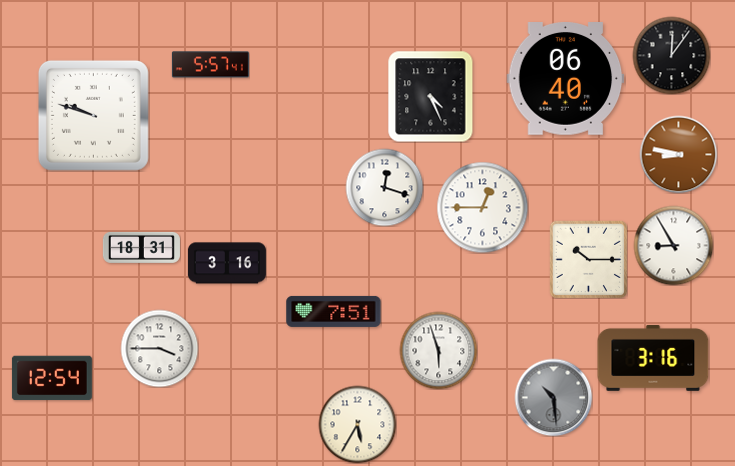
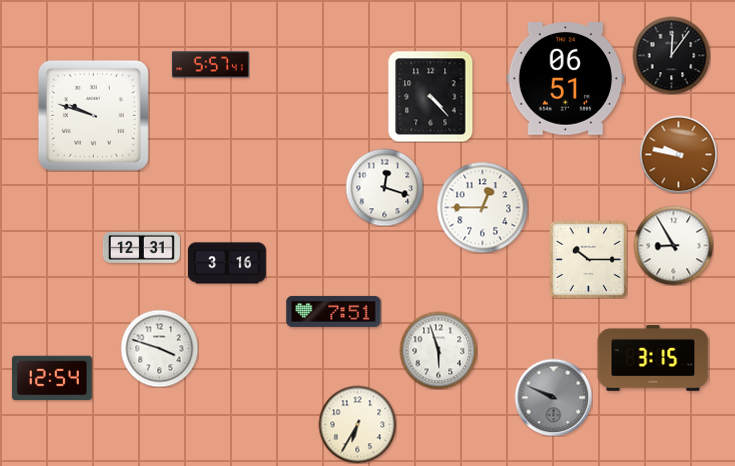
clock at (566, 79): 06:40 -> 06:51
clock at (431, 96): 4:26 -> 4:23
clock at (678, 154): 8:47 -> 9:47
clock at (141, 247): 18:31 -> 12:31
clock at (159, 348): 3:45 -> 3:48
clock at (653, 358): 3:16 -> 3:15
clock at (553, 397): 10:29 -> 9:49
clock at (357, 424): 5:35 -> 6:35
